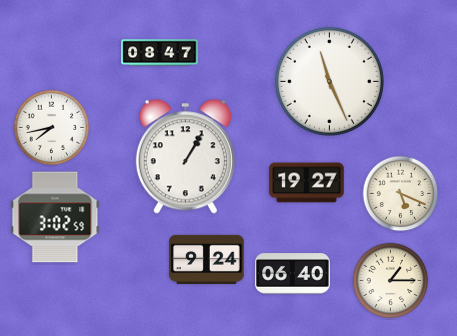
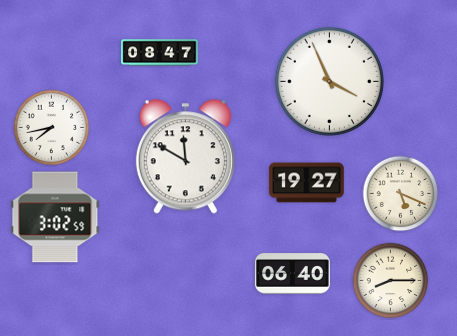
clock at (329, 81): 11:26 -> 3:56
clock at (185, 157): 1:05 -> 11:50
clock at (207, 259): 9:24 -> none
clock at (391, 281): 1:15 -> 8:15
